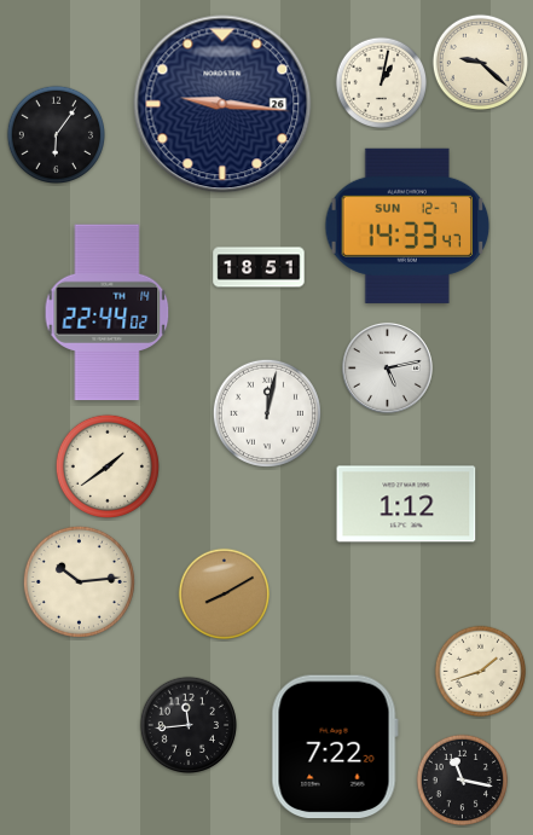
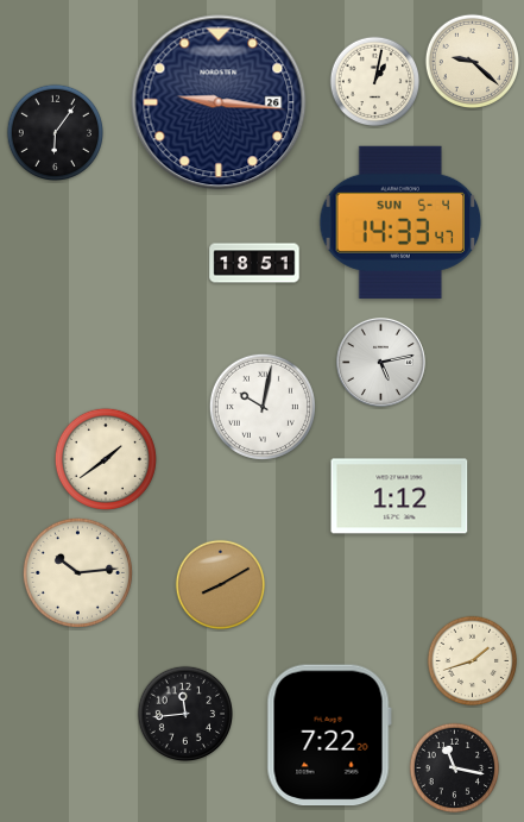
clock at (407, 226) date: SUN 12-7 -> SUN 5-4
clock at (108, 313): 22:44 -> none
clock at (267, 413): 12:02 -> 10:02
